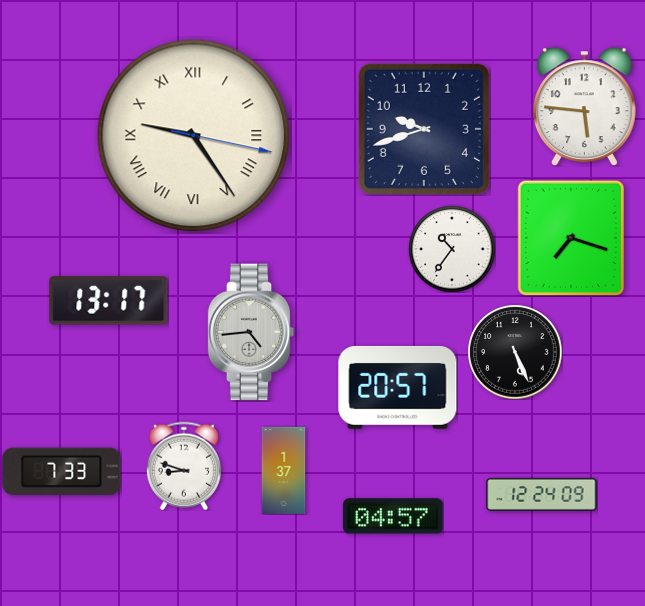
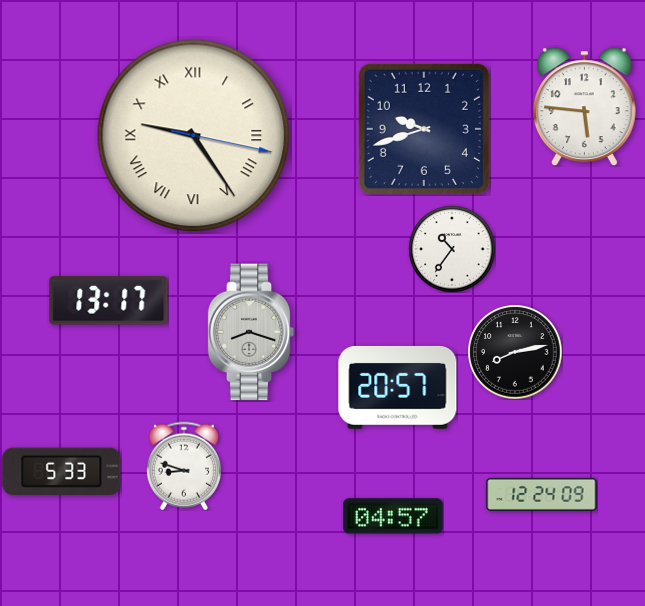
clock at (571, 238): 7:18 -> none
clock at (251, 332): 4:44 -> 8:18
clock at (515, 352): 5:26 -> 8:13
clock at (284, 470): 1:37 -> none
clock at (62, 472): 7:33 -> 5:33
